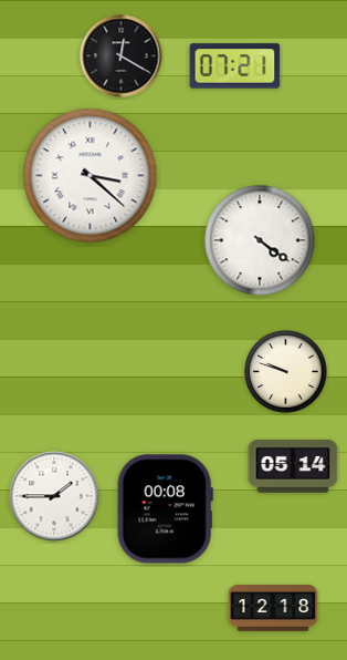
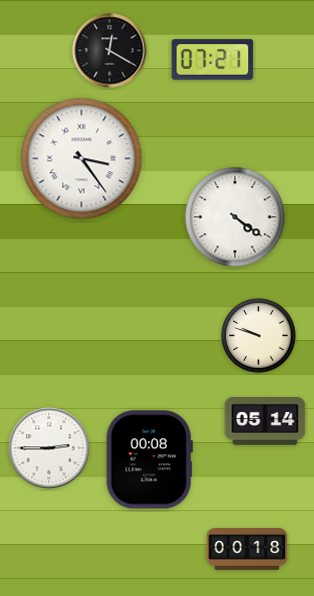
clock at (91, 176): 3:22 -> 3:24
clock at (54, 496): 1:45 -> 2:45
clock at (273, 609): 12:18 -> 00:18
